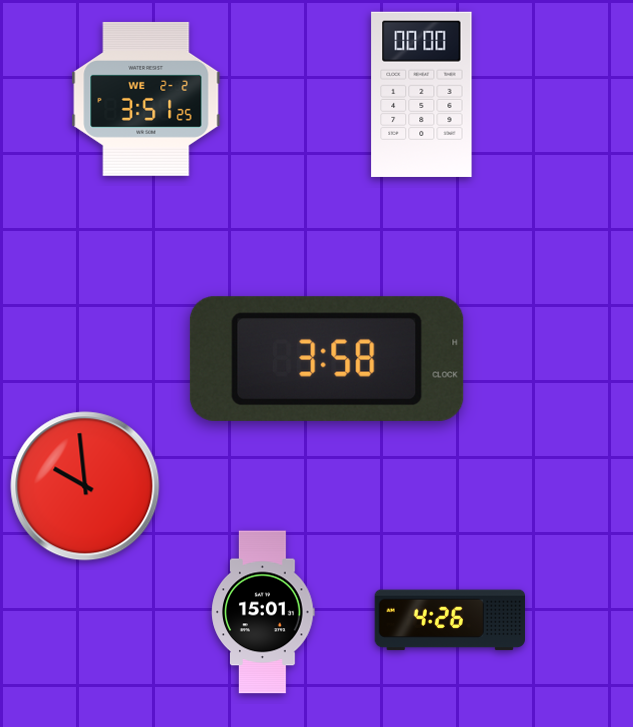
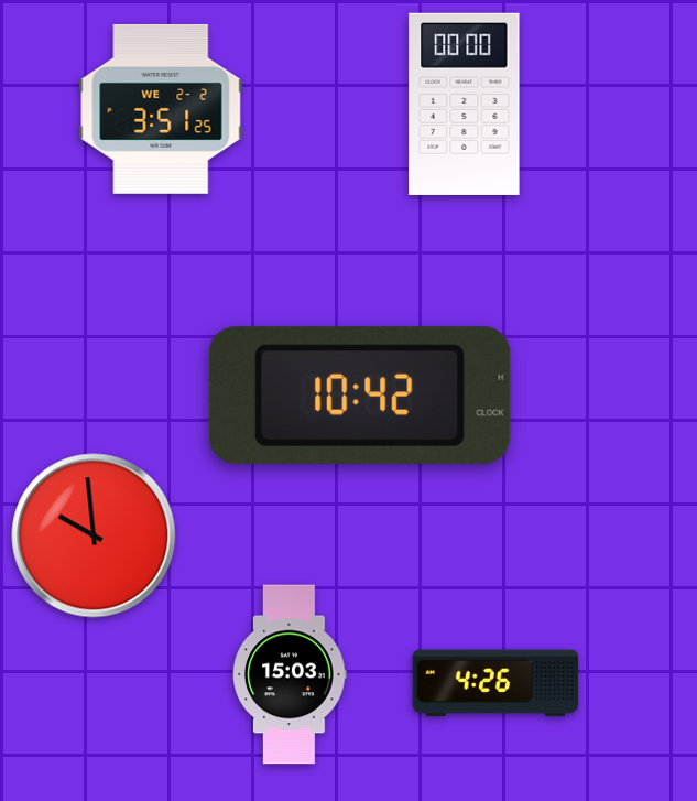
clock at (327, 359): 3:58 -> 10:42
clock at (263, 612): 15:01 -> 15:03
